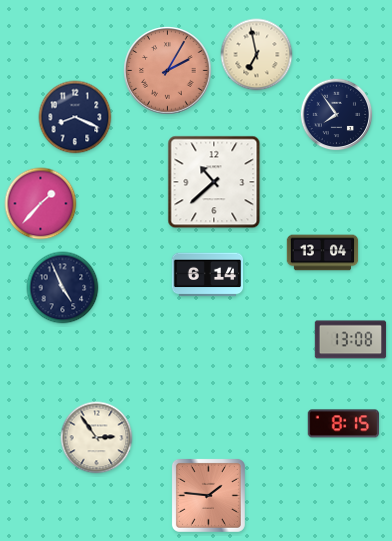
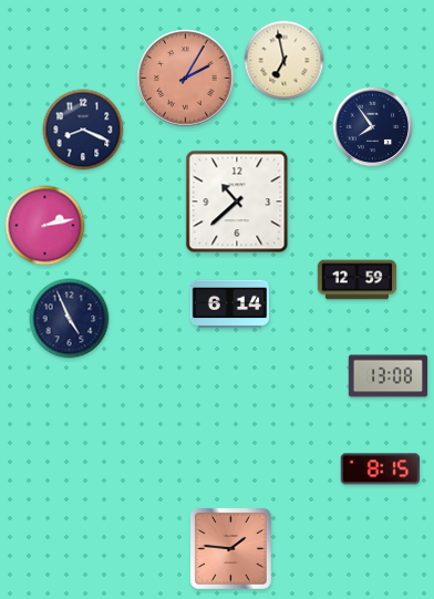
clock at (41, 204): 1:37 -> 2:13
clock at (323, 253): 13:04 -> 12:59
clock at (97, 438): 2:54 -> none
